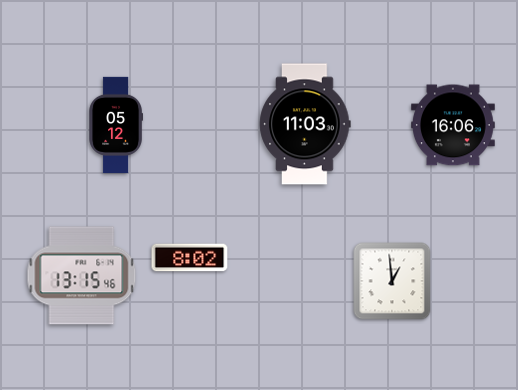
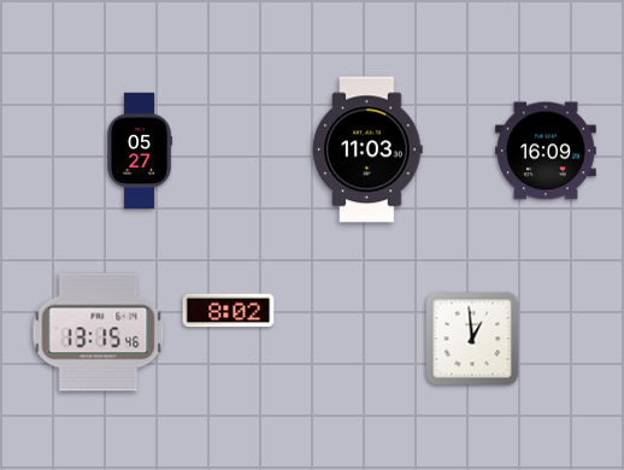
clock at (115, 125): 05:12 -> 05:27
clock at (454, 125): 16:06 -> 16:09
